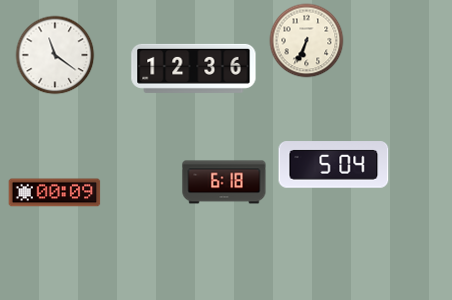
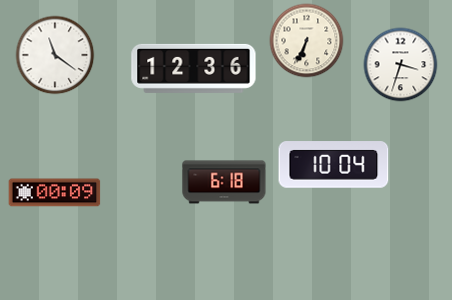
clock at (401, 65): none -> 3:33
clock at (334, 165): 5:04 -> 10:04
